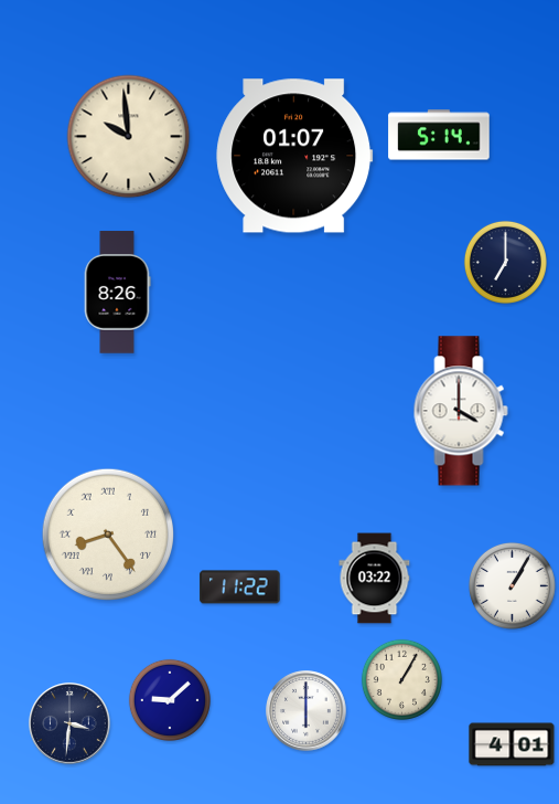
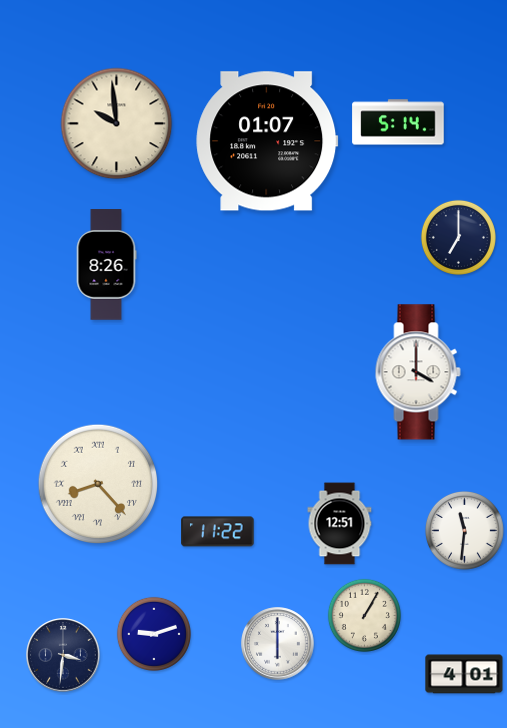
clock at (107, 533): 8:24 -> 8:23
clock at (375, 579): 03:22 -> 12:51
clock at (512, 585): 1:05 -> 11:31
clock at (170, 700): 9:08 -> 9:12
